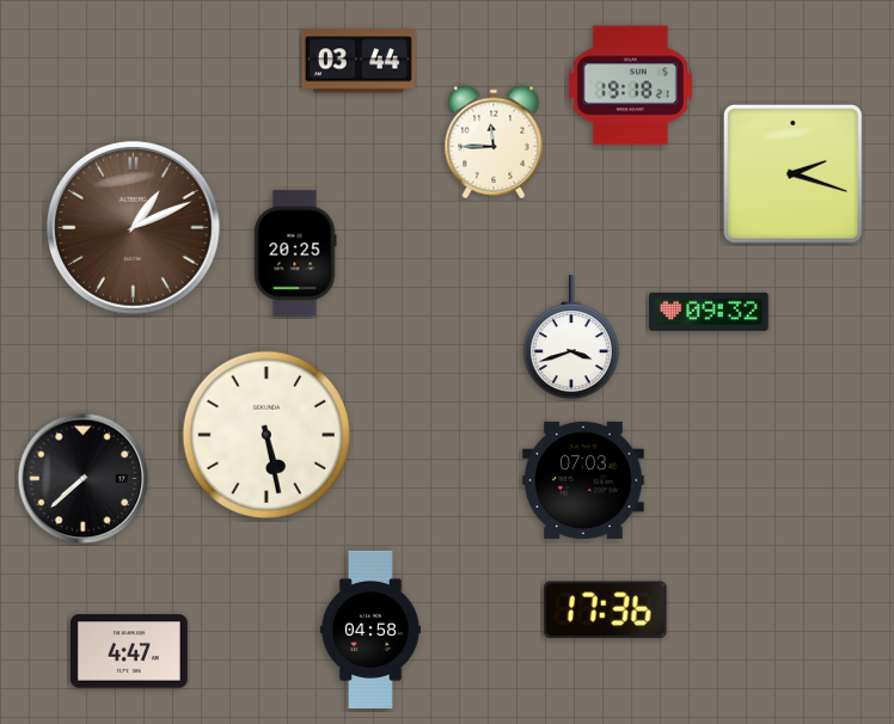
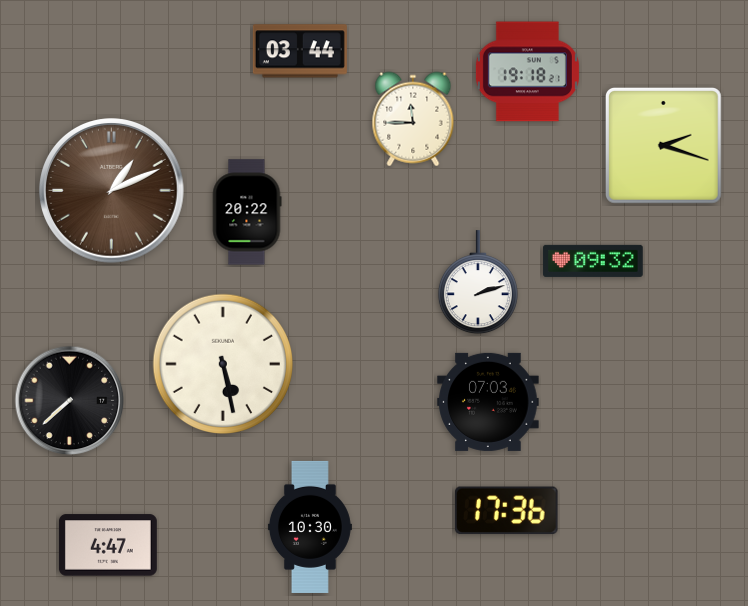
clock at (295, 253): 20:25 -> 20:22
clock at (571, 338): 3:42 -> 2:12
clock at (371, 630): 04:58 -> 10:30
